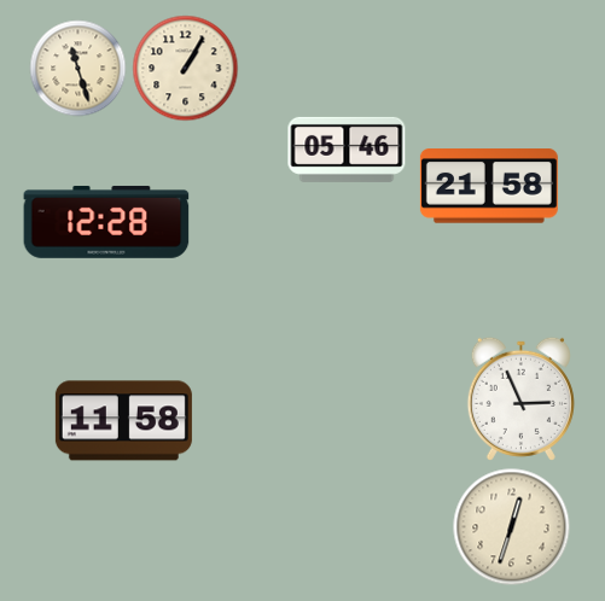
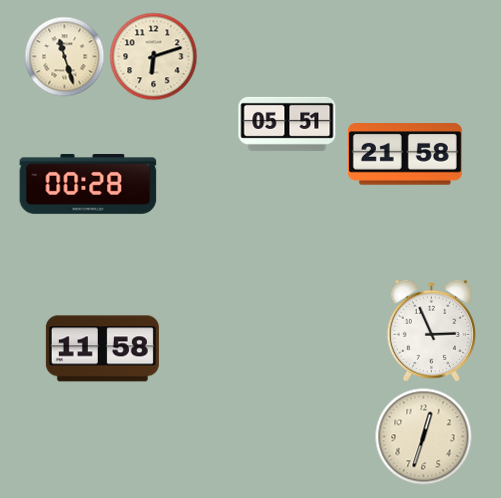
clock at (186, 69): 1:05 -> 6:12
clock at (347, 150): 05:46 -> 05:51
clock at (106, 222): 12:28 -> 00:28
